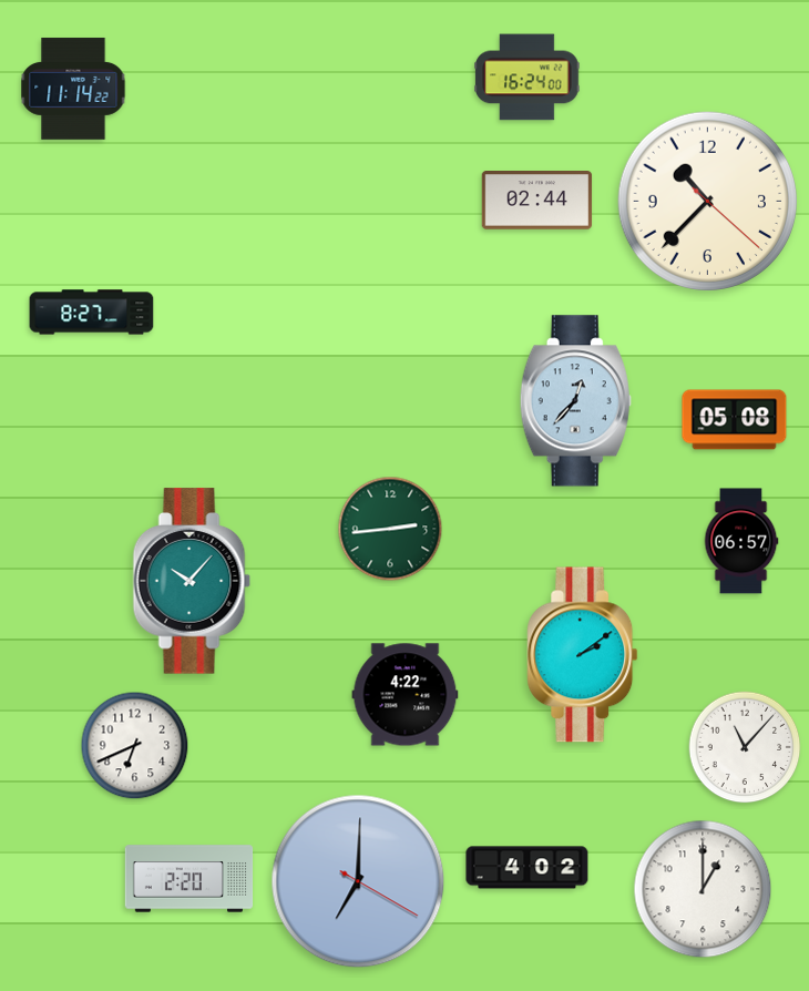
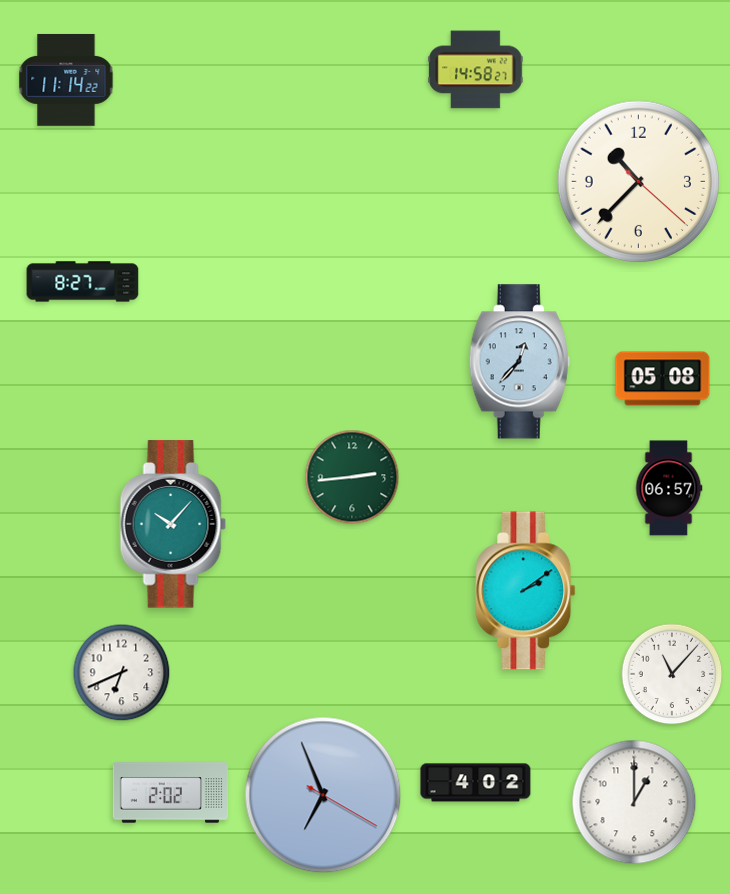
clock at (528, 78): 16:24 -> 14:58
clock at (537, 201): 02:44 -> none
clock at (406, 695): 4:22 -> none
clock at (190, 879): 2:20 -> 2:02
clock at (358, 881): 7:00 -> 6:56
